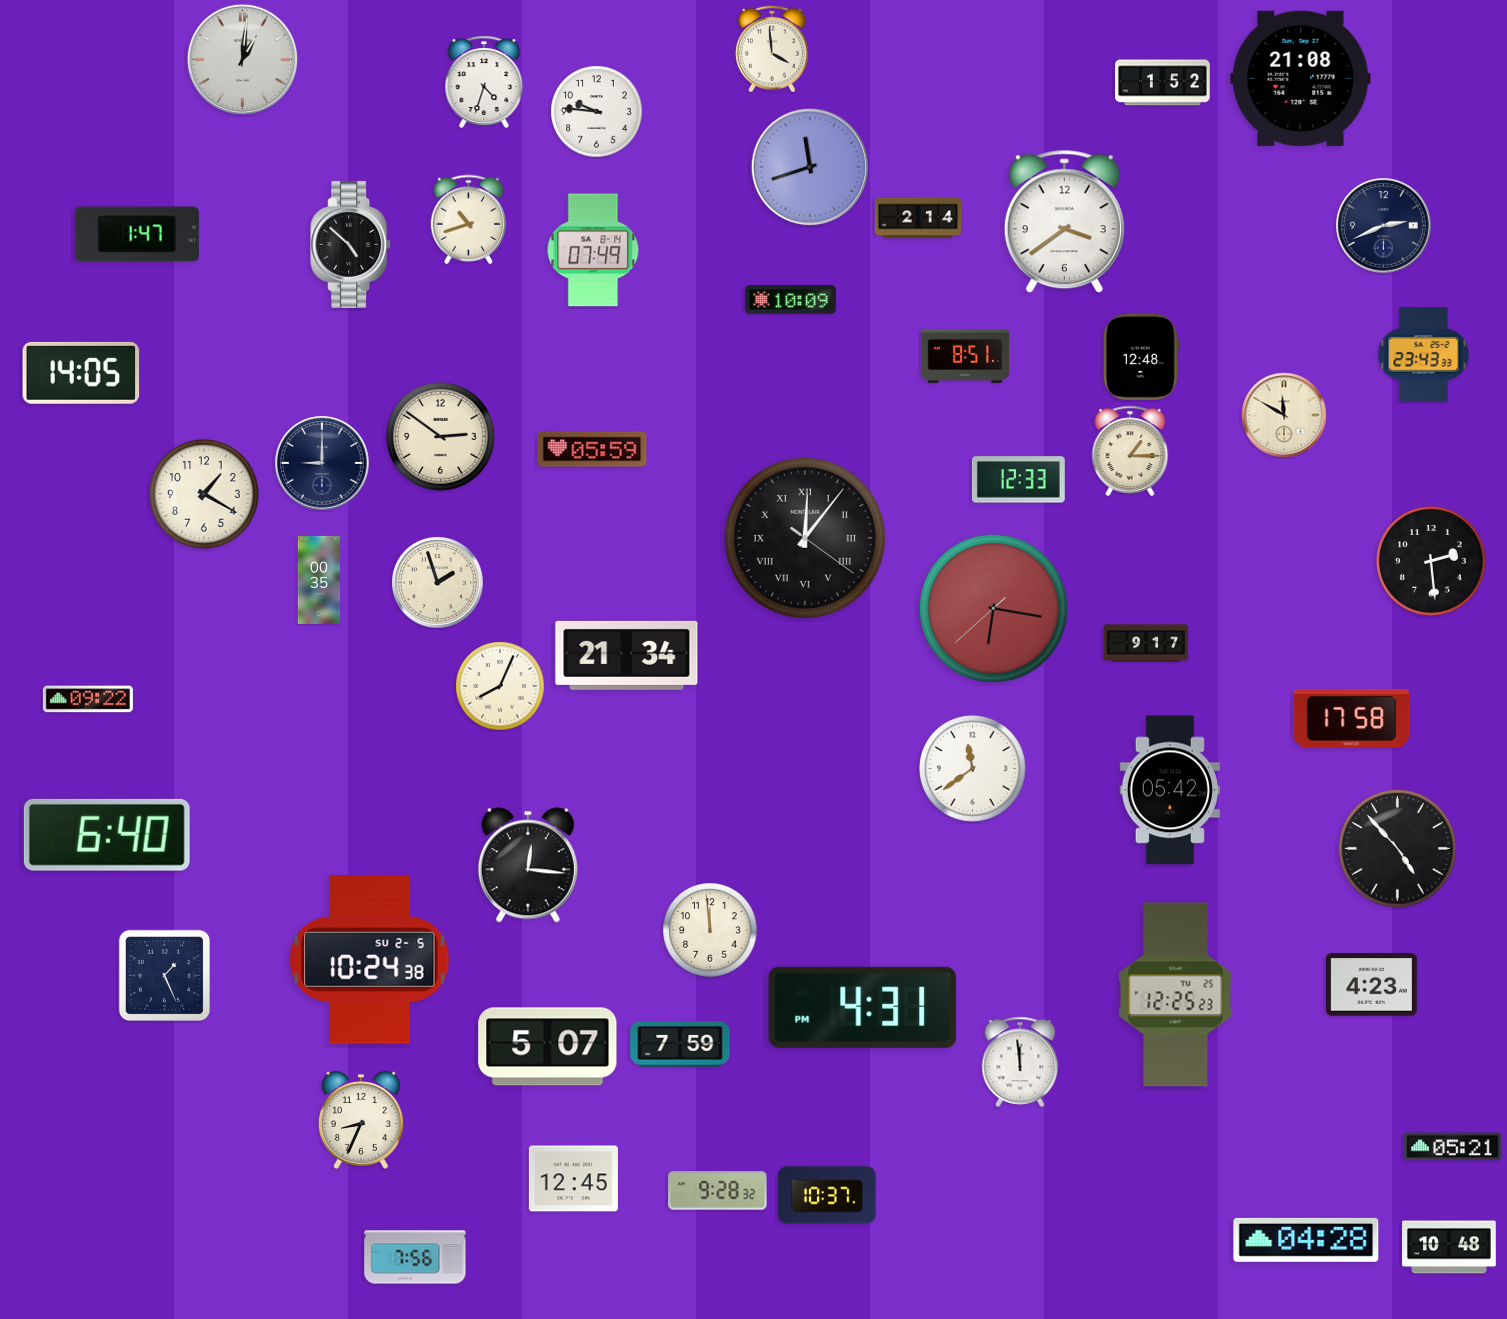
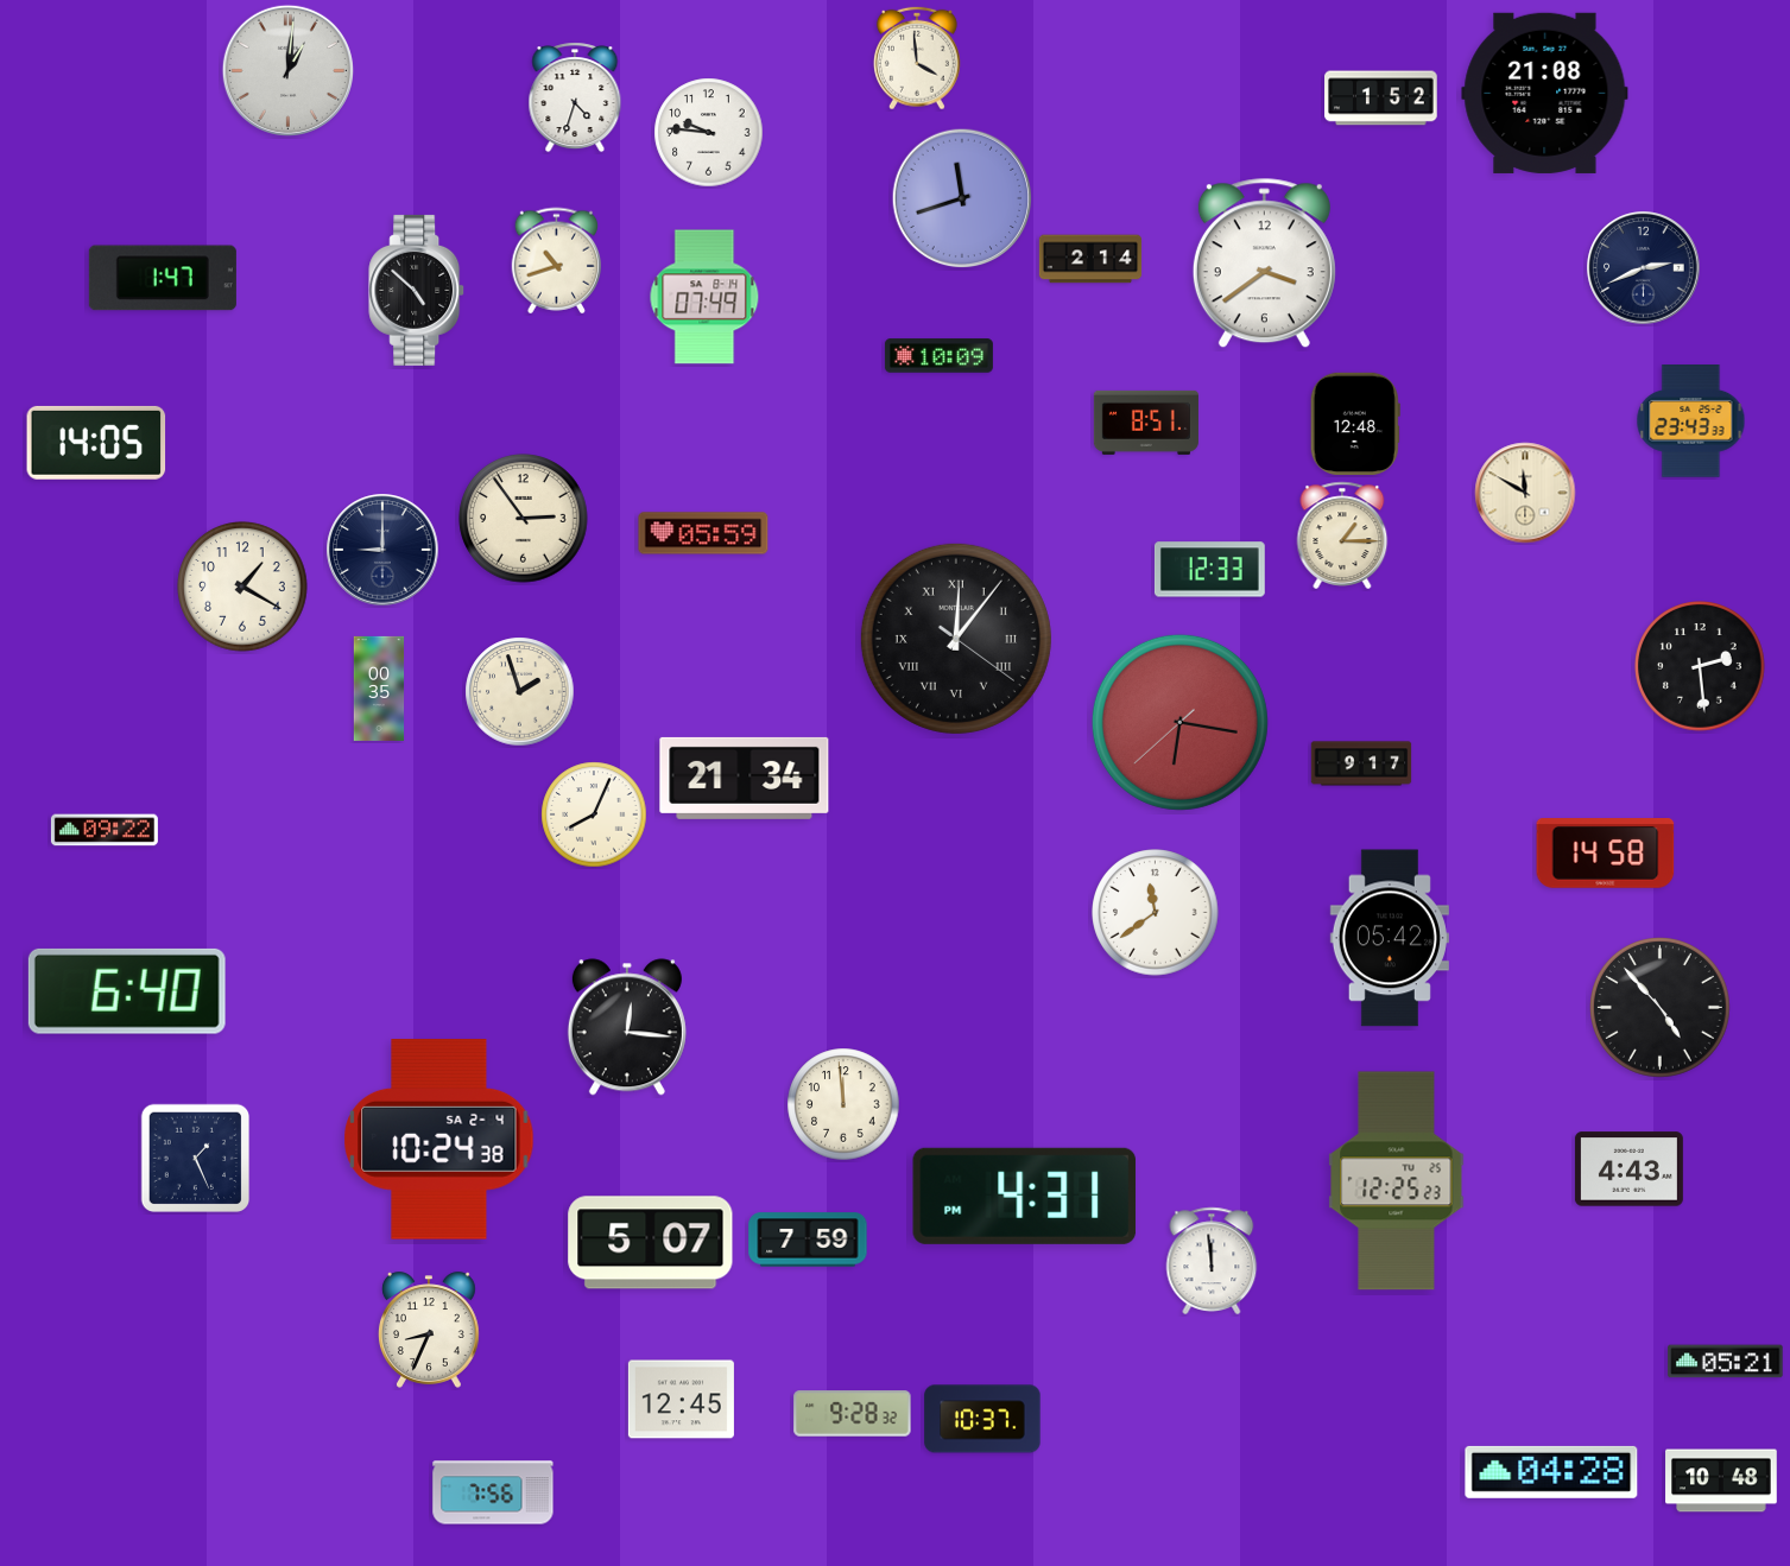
clock at (441, 437): 2:51 -> 2:54
clock at (1352, 719): 17:58 -> 14:58
clock at (370, 960) date: SU 2-5 -> SA 2-4
clock at (1371, 985): 4:23 -> 4:43
